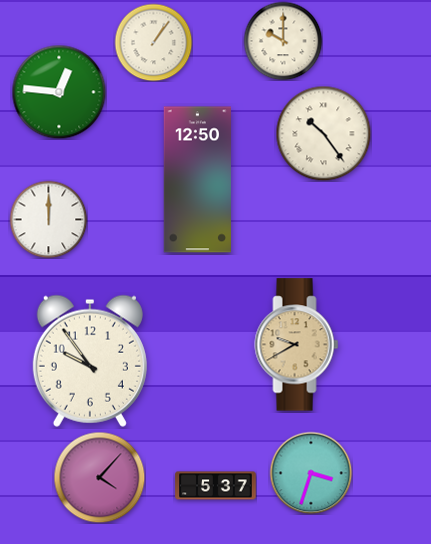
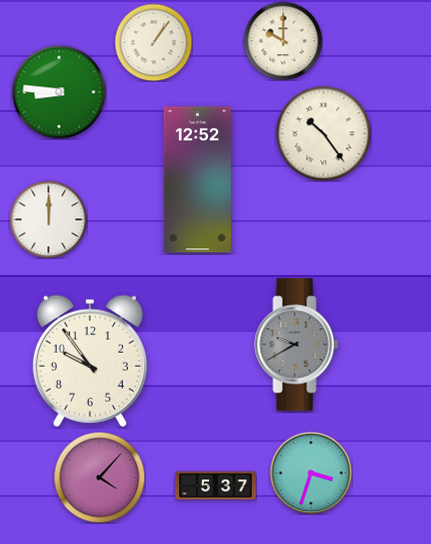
clock at (59, 92): 12:46 -> 8:46
clock at (198, 180): 12:50 -> 12:52
clock at (297, 345) dial: champagne -> grey
